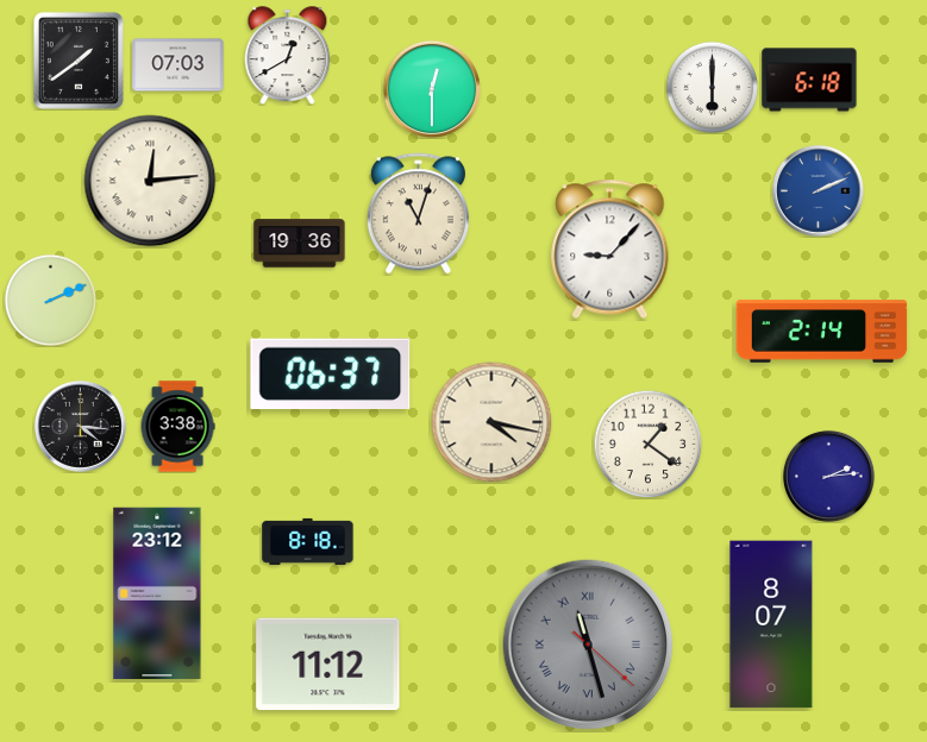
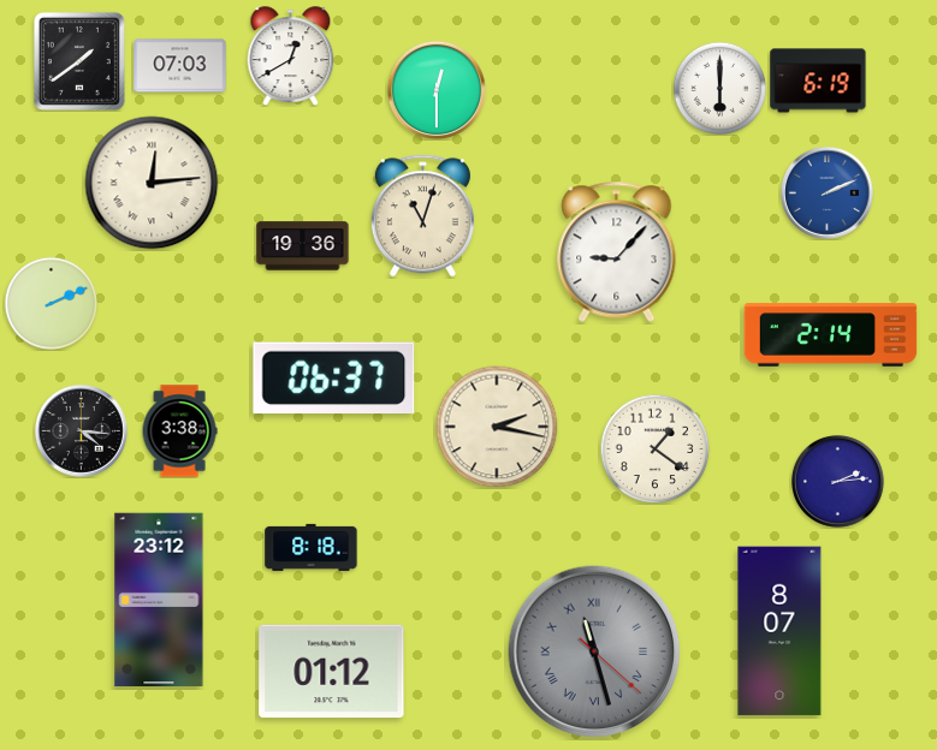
clock at (809, 80): 6:18 -> 6:19
clock at (491, 422): 4:17 -> 2:17
clock at (328, 665): 11:12 -> 01:12
